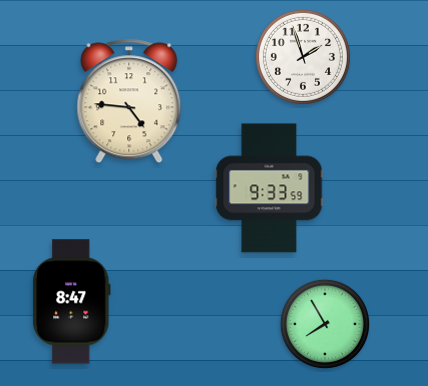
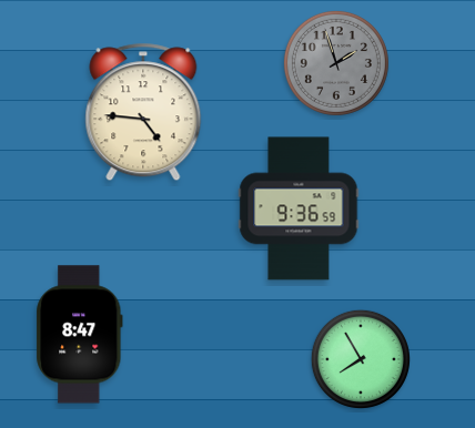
clock at (303, 57) dial: white -> grey
clock at (269, 188): 9:33 -> 9:36
